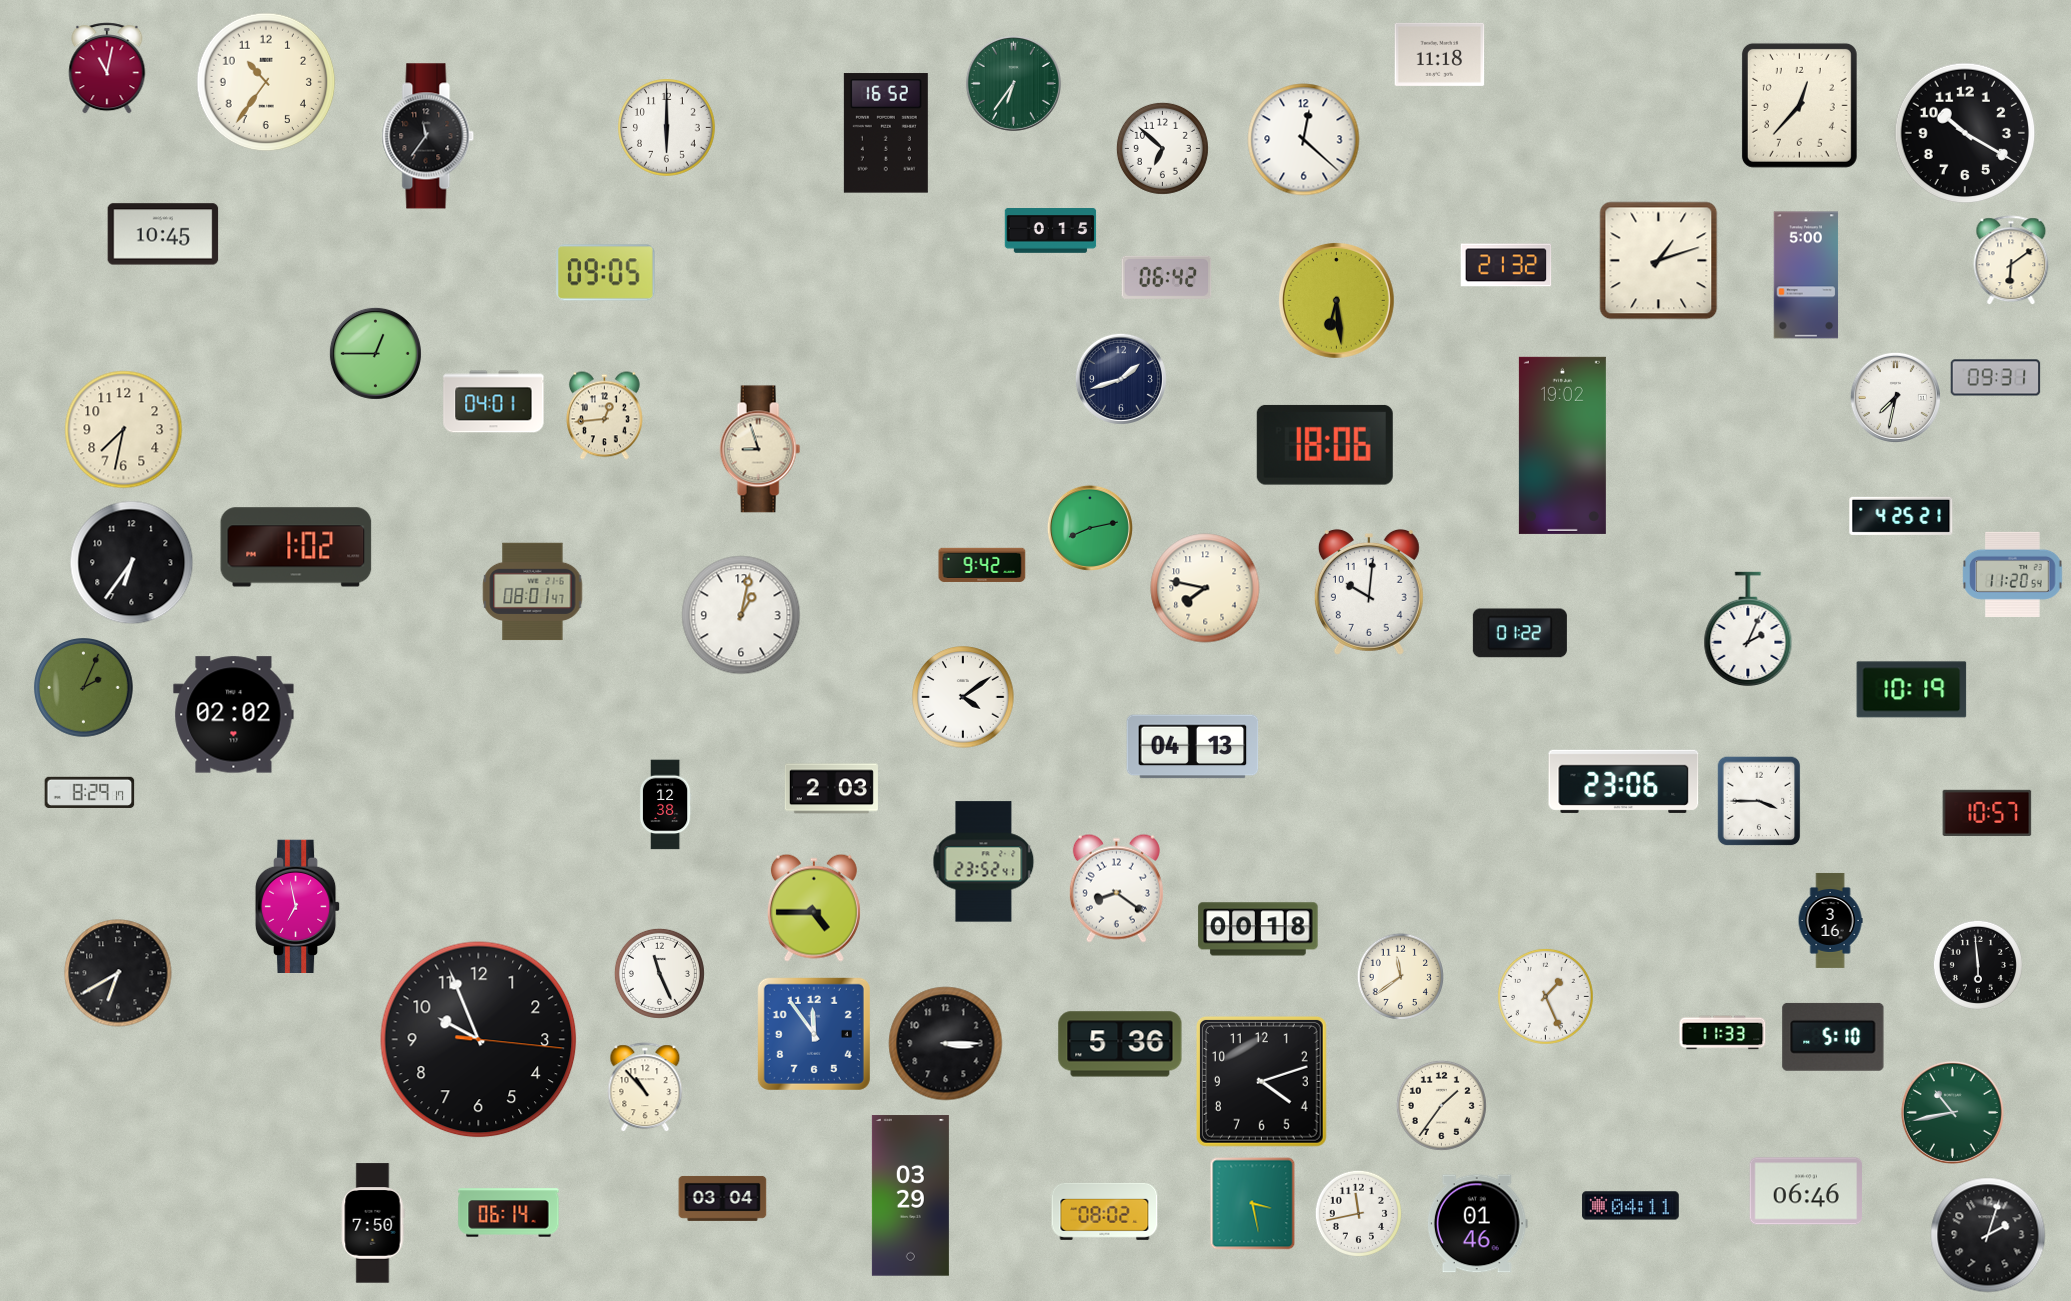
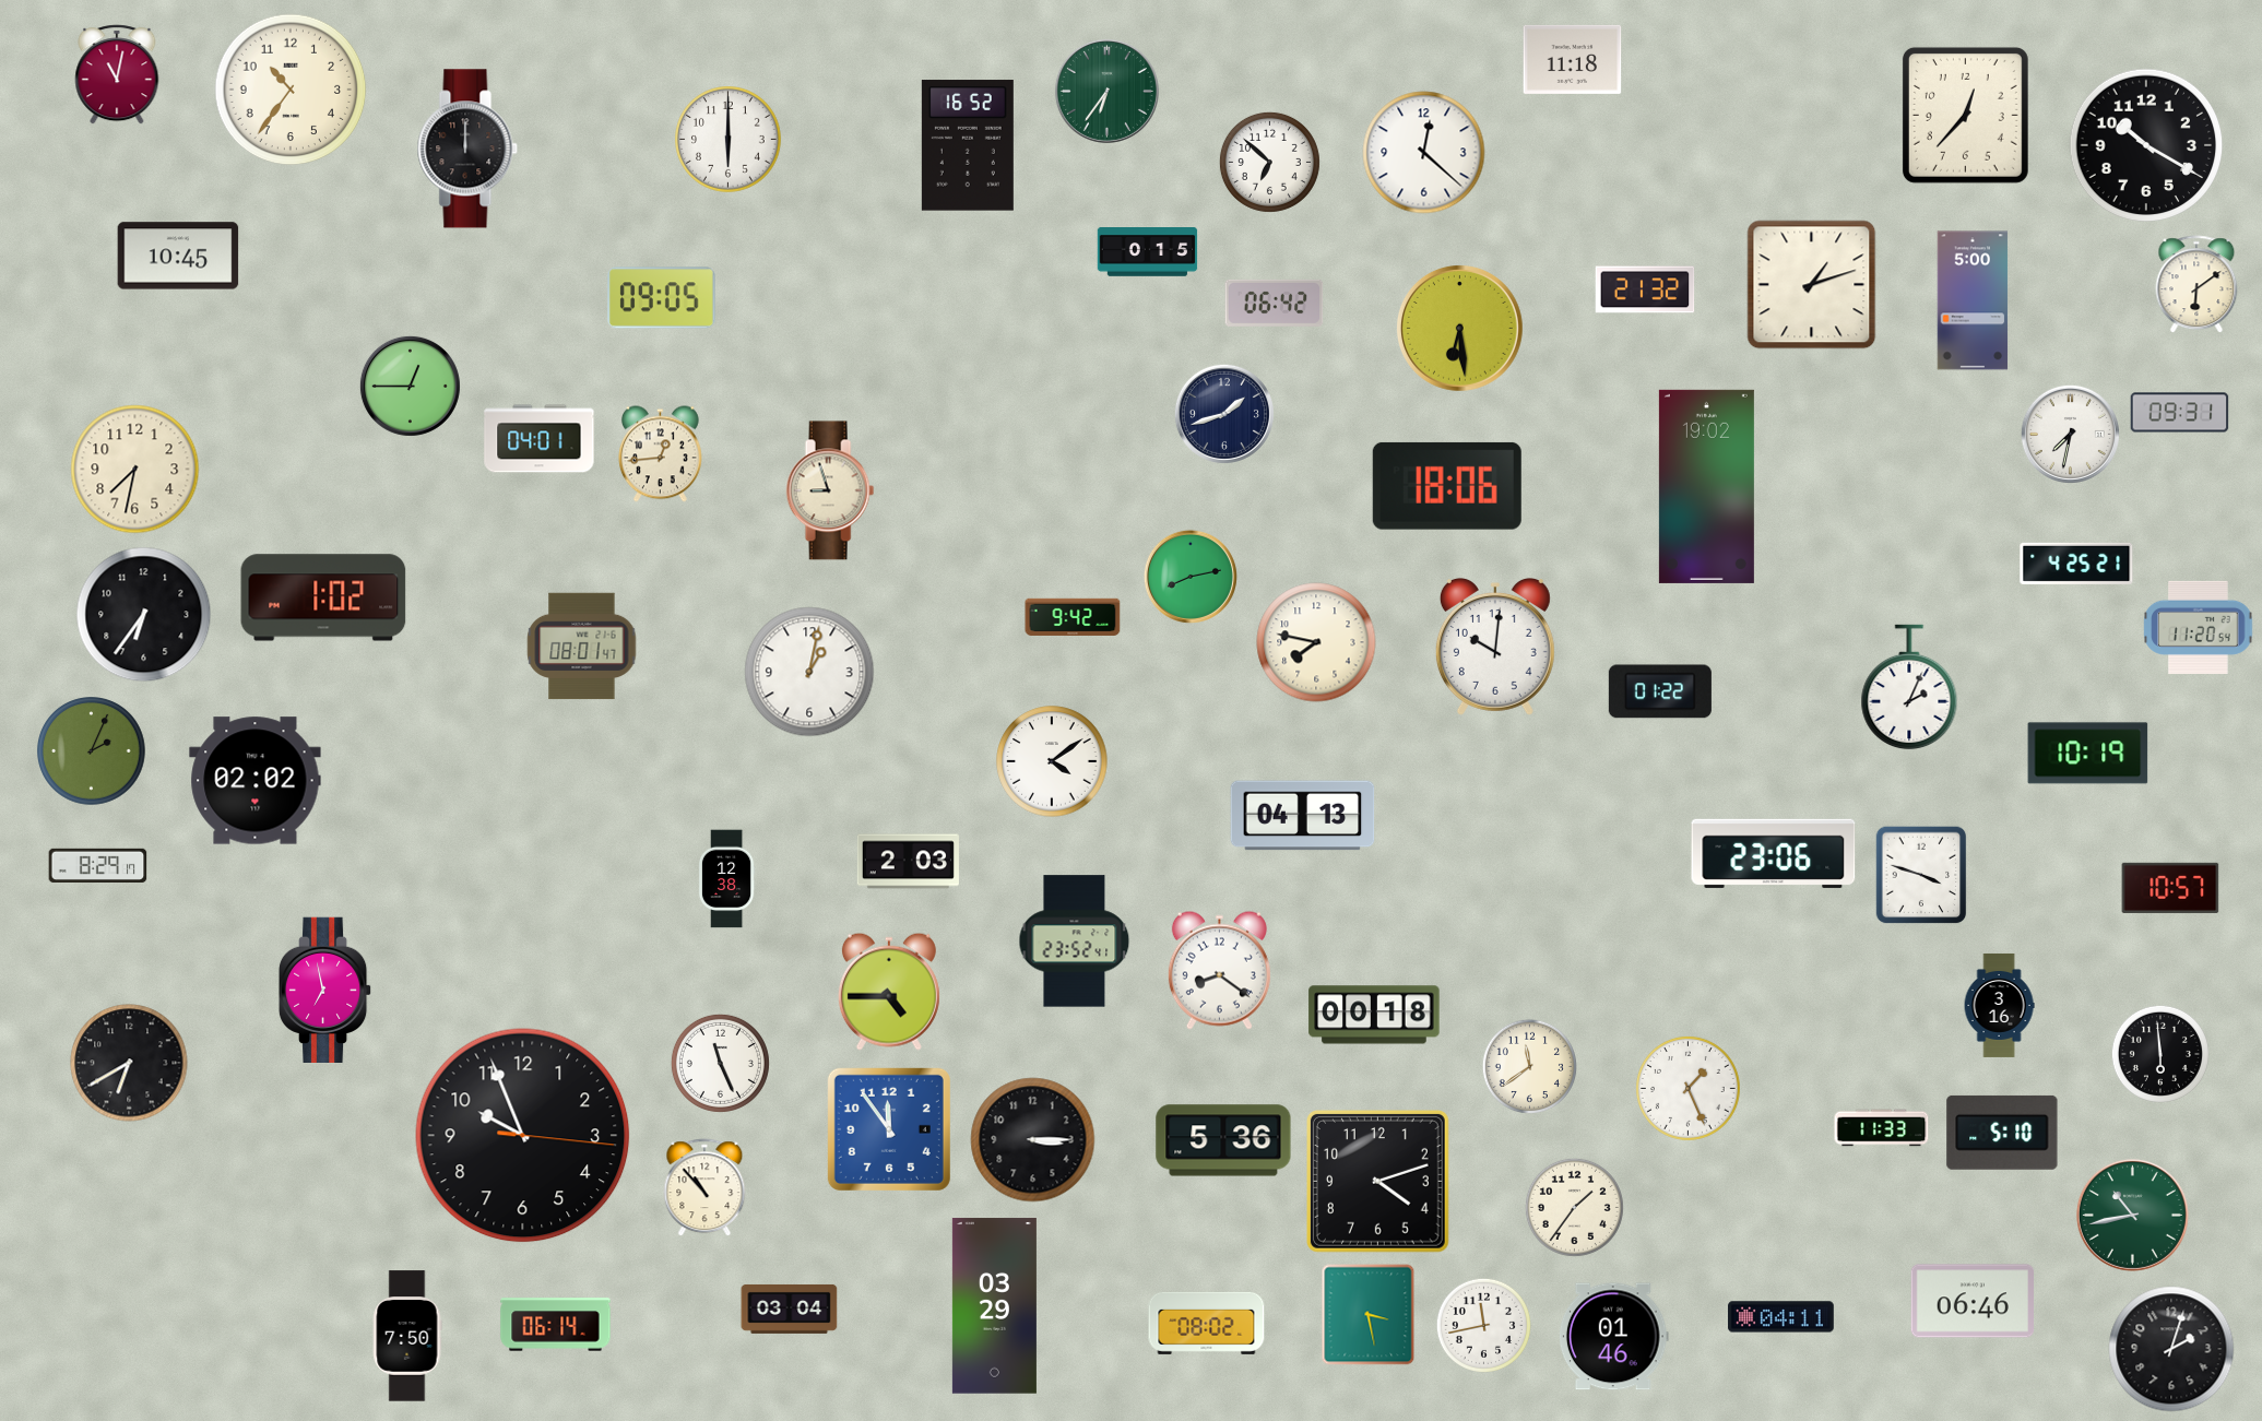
clock at (428, 136): 11:36 -> 12:00
clock at (1759, 801): 3:45 -> 3:48
